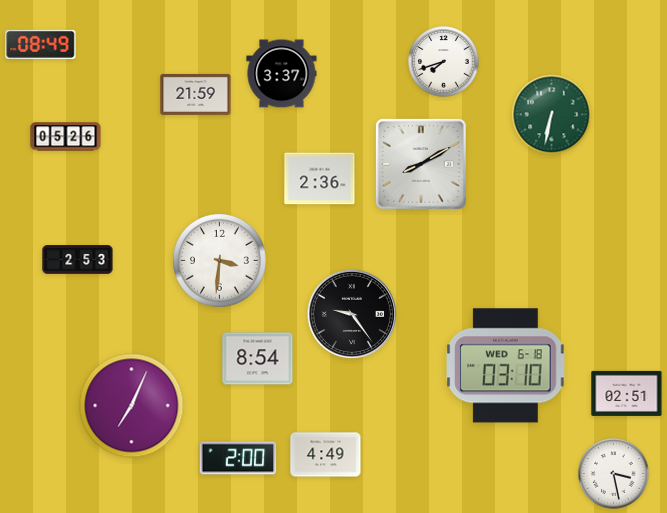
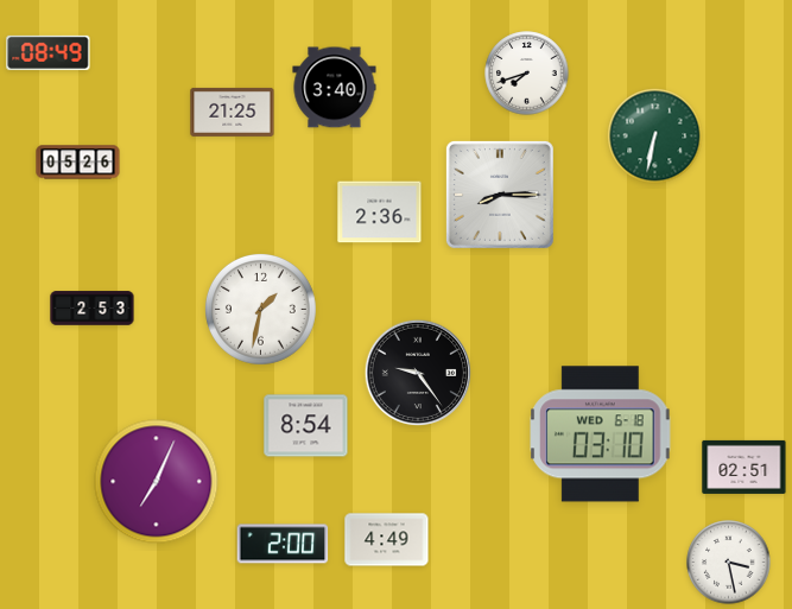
clock at (282, 74): 3:37 -> 3:40
clock at (196, 94): 21:59 -> 21:25
clock at (421, 164): 8:10 -> 8:15
clock at (219, 260): 3:31 -> 1:32
